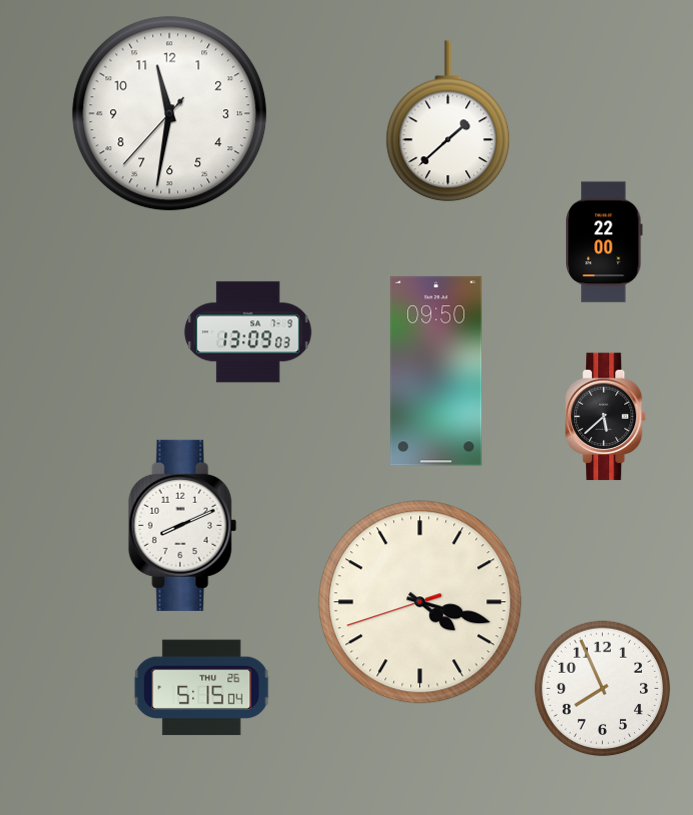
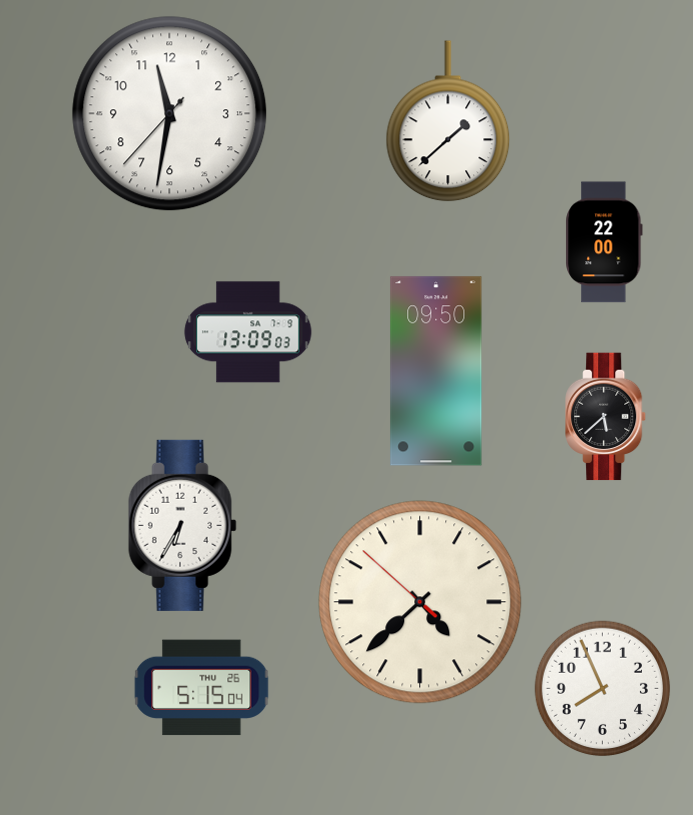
clock at (183, 525): 8:11 -> 6:35
clock at (420, 602): 4:17 -> 4:37
